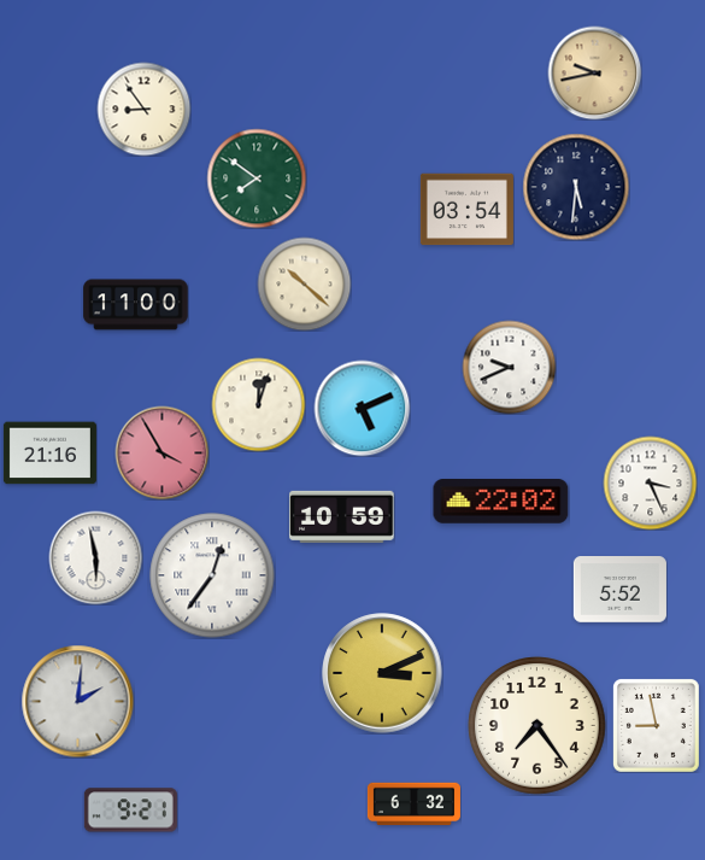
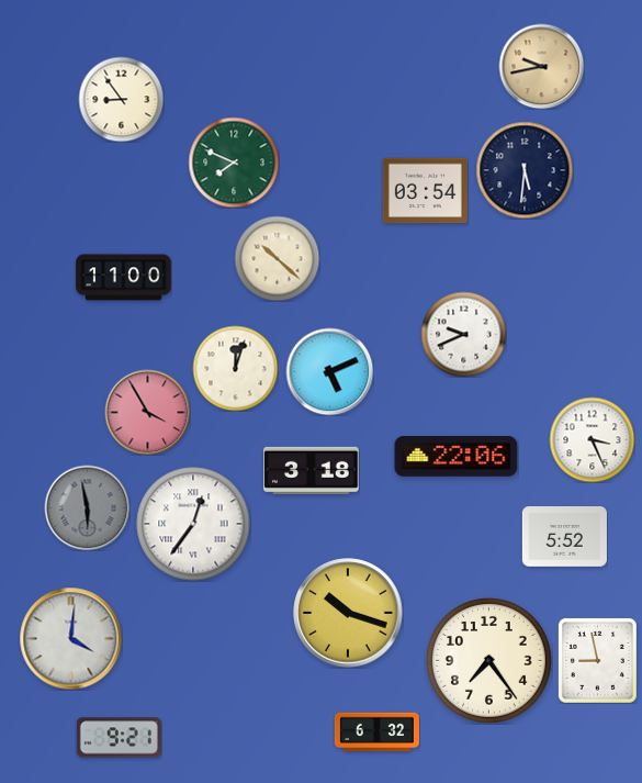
clock at (143, 109) position: (143, 109) -> (121, 99)
clock at (257, 179): 7:51 -> 7:49
clock at (49, 454): 21:16 -> none
clock at (501, 502): 22:02 -> 22:06
clock at (342, 516): 10:59 -> 3:18
clock at (95, 557) dial: white -> grey
clock at (382, 673): 3:11 -> 10:18
clock at (77, 701): 2:01 -> 4:01
